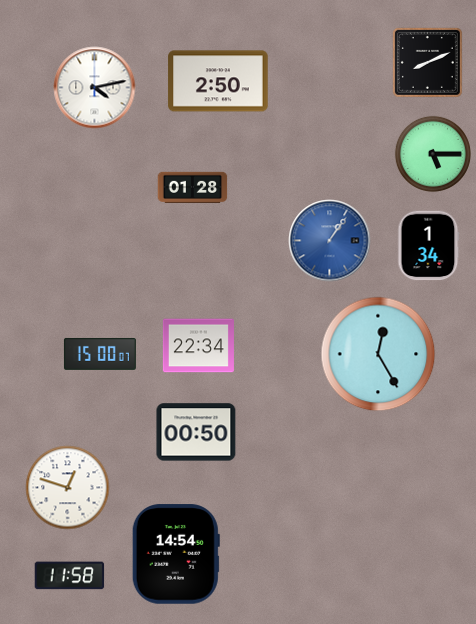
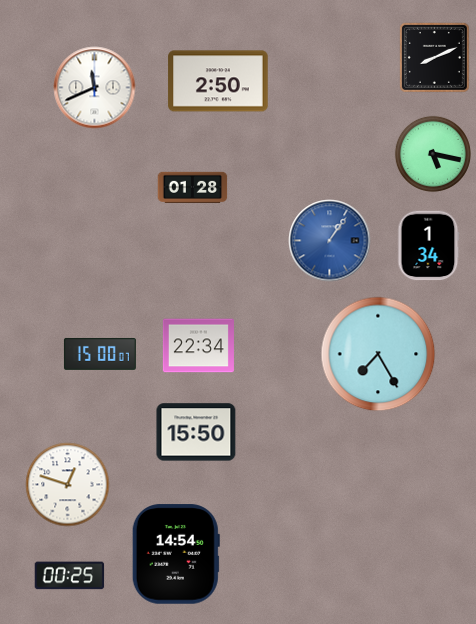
clock at (427, 62) position: (427, 62) -> (434, 57)
clock at (95, 88): 4:13 -> 11:41
clock at (433, 154): 5:15 -> 5:17
clock at (378, 354): 12:25 -> 7:25
clock at (196, 432): 00:50 -> 15:50
clock at (68, 488) position: (68, 488) -> (68, 485)
clock at (70, 576): 11:58 -> 00:25
